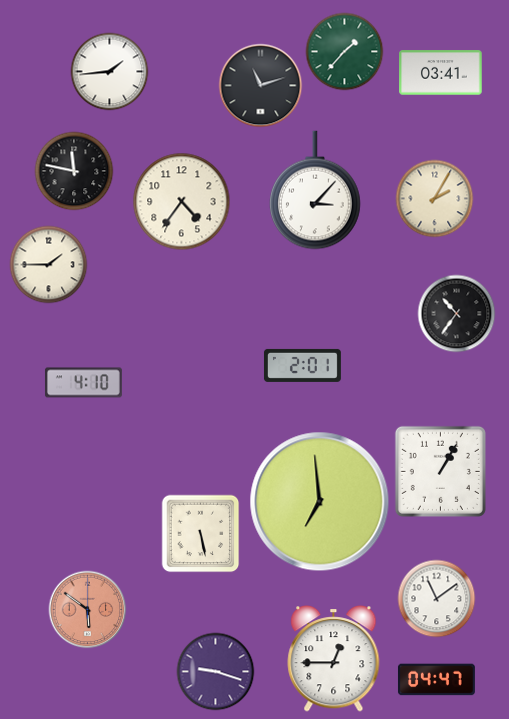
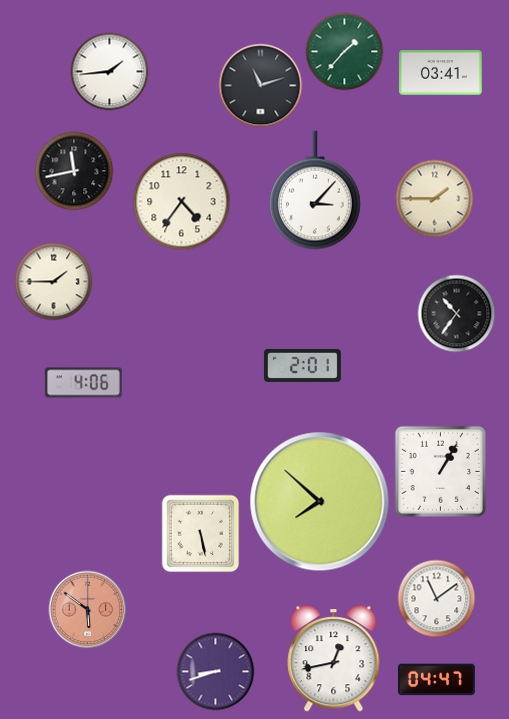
clock at (74, 171): 11:47 -> 11:43
clock at (434, 198): 2:05 -> 1:45
clock at (48, 264) position: (48, 264) -> (53, 281)
clock at (83, 383): 4:10 -> 4:06
clock at (320, 502): 6:59 -> 7:52
clock at (334, 659): 12:45 -> 12:43
clock at (215, 671): 9:18 -> 8:42
